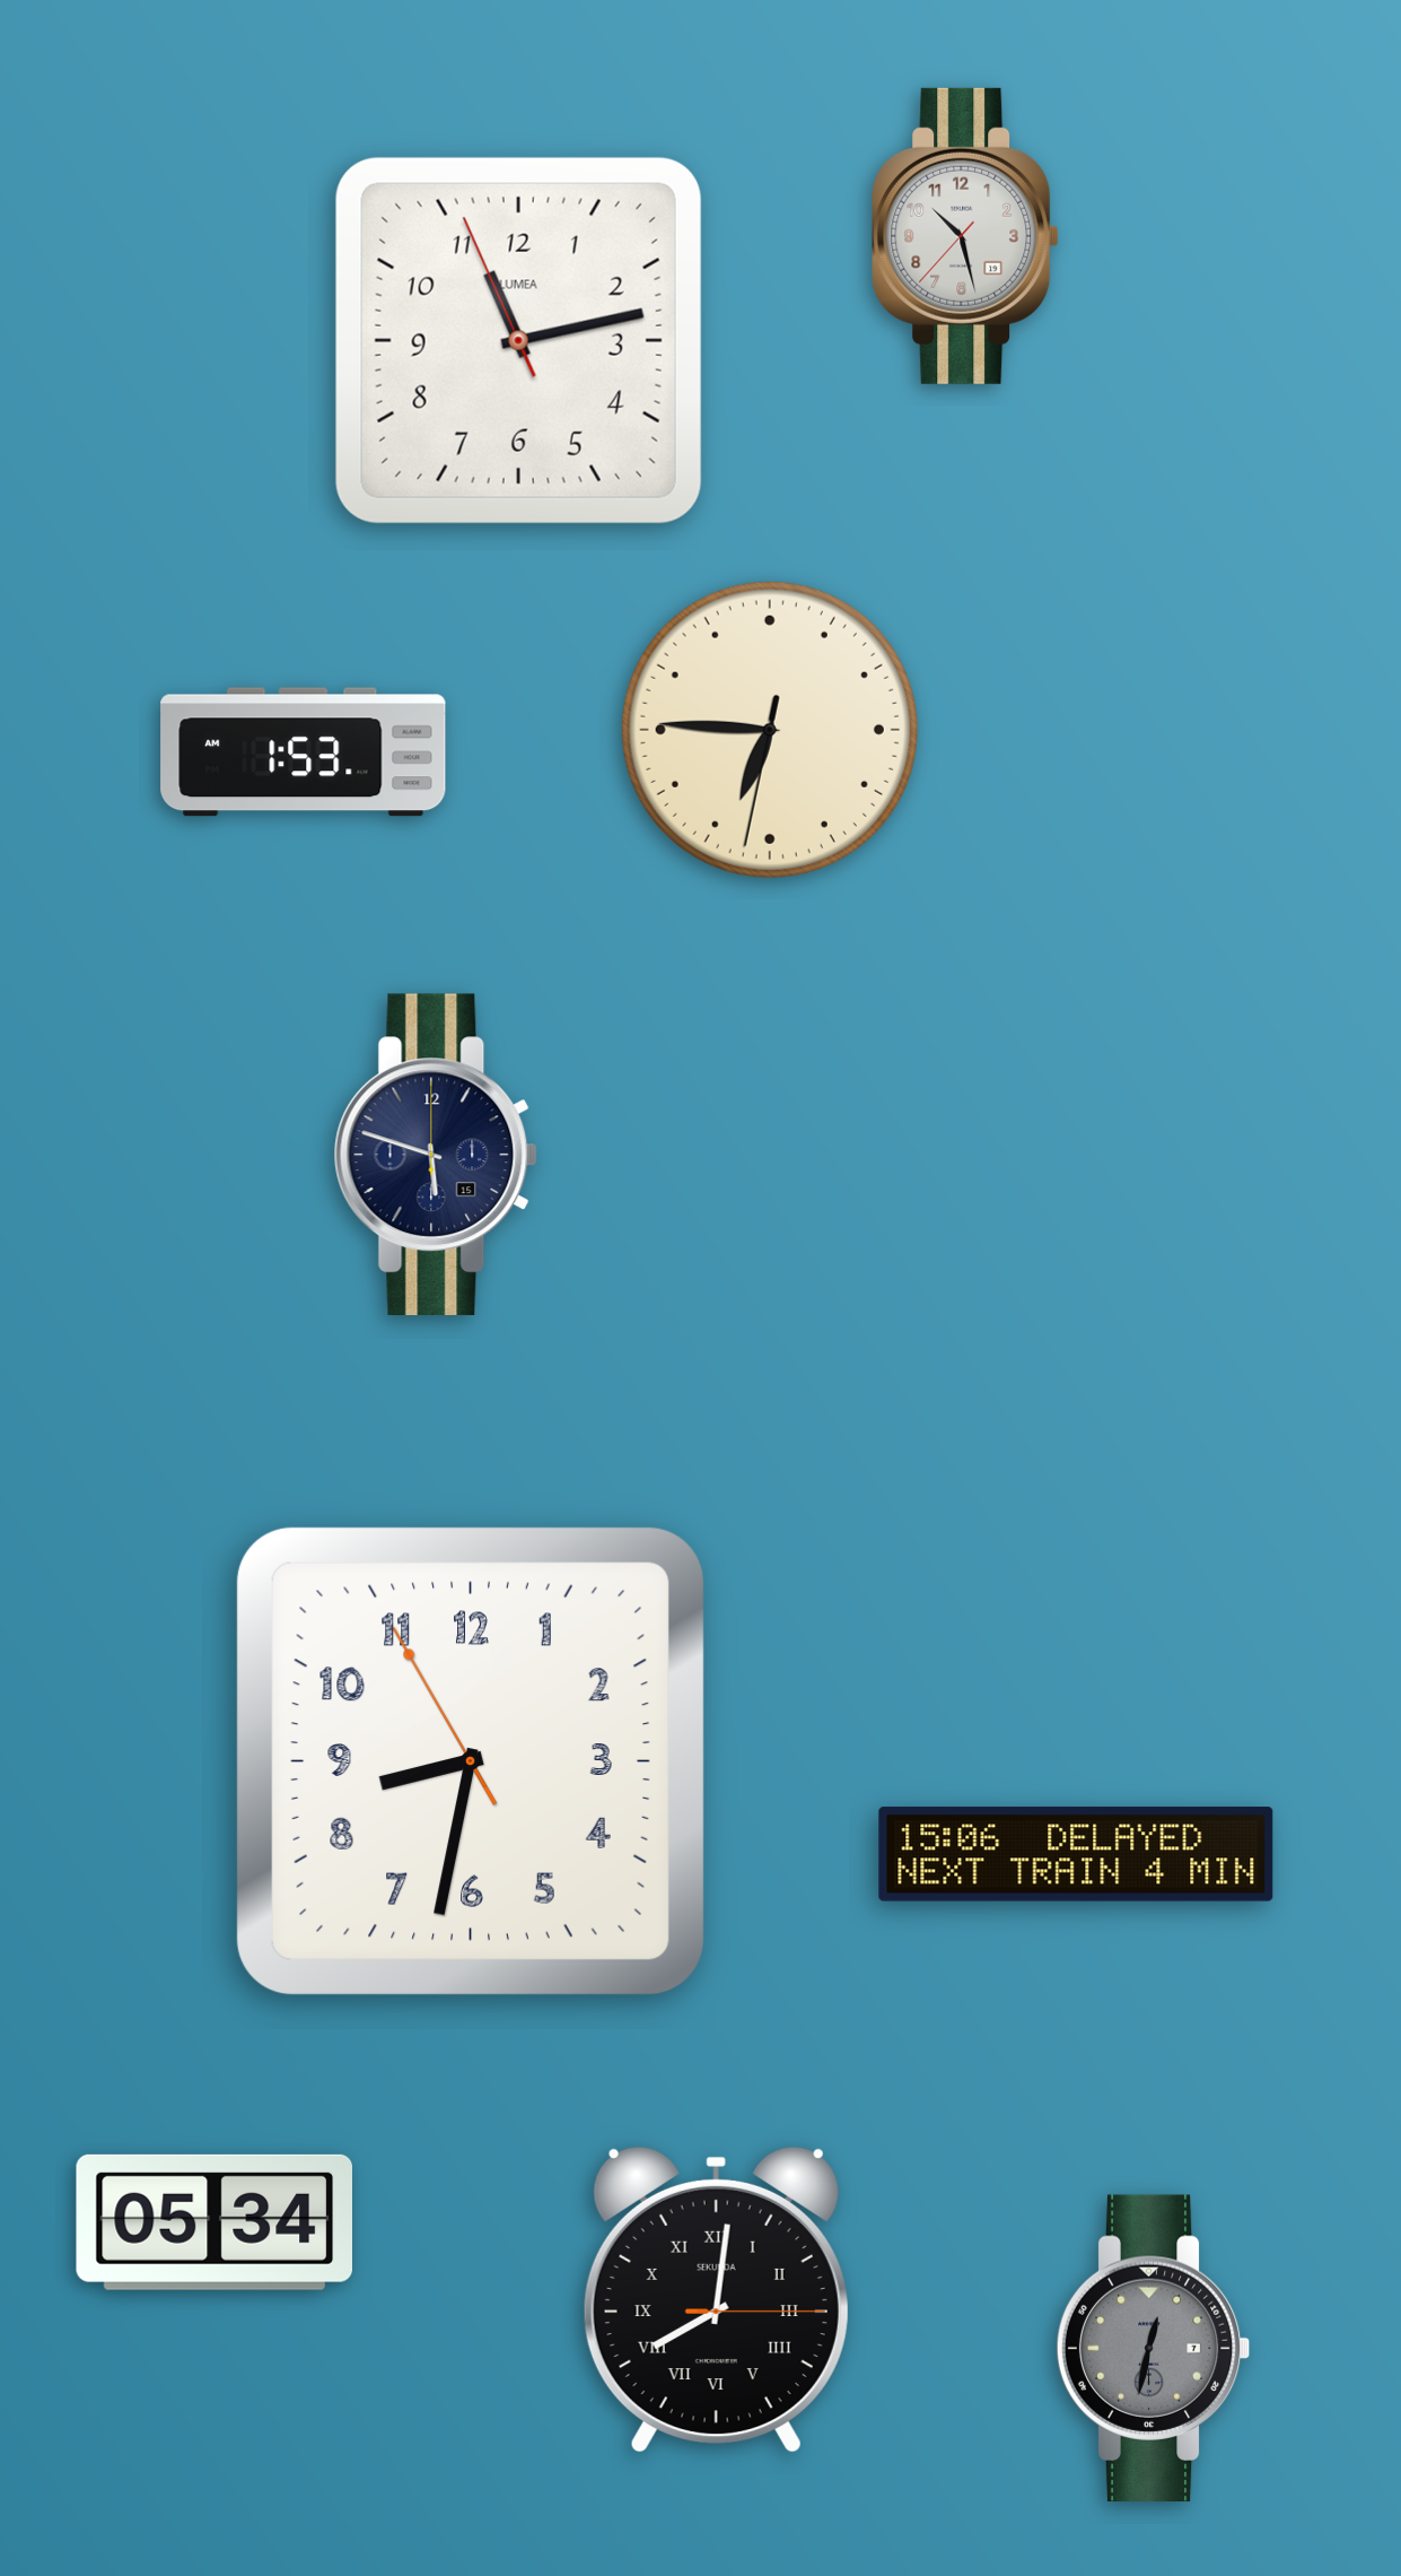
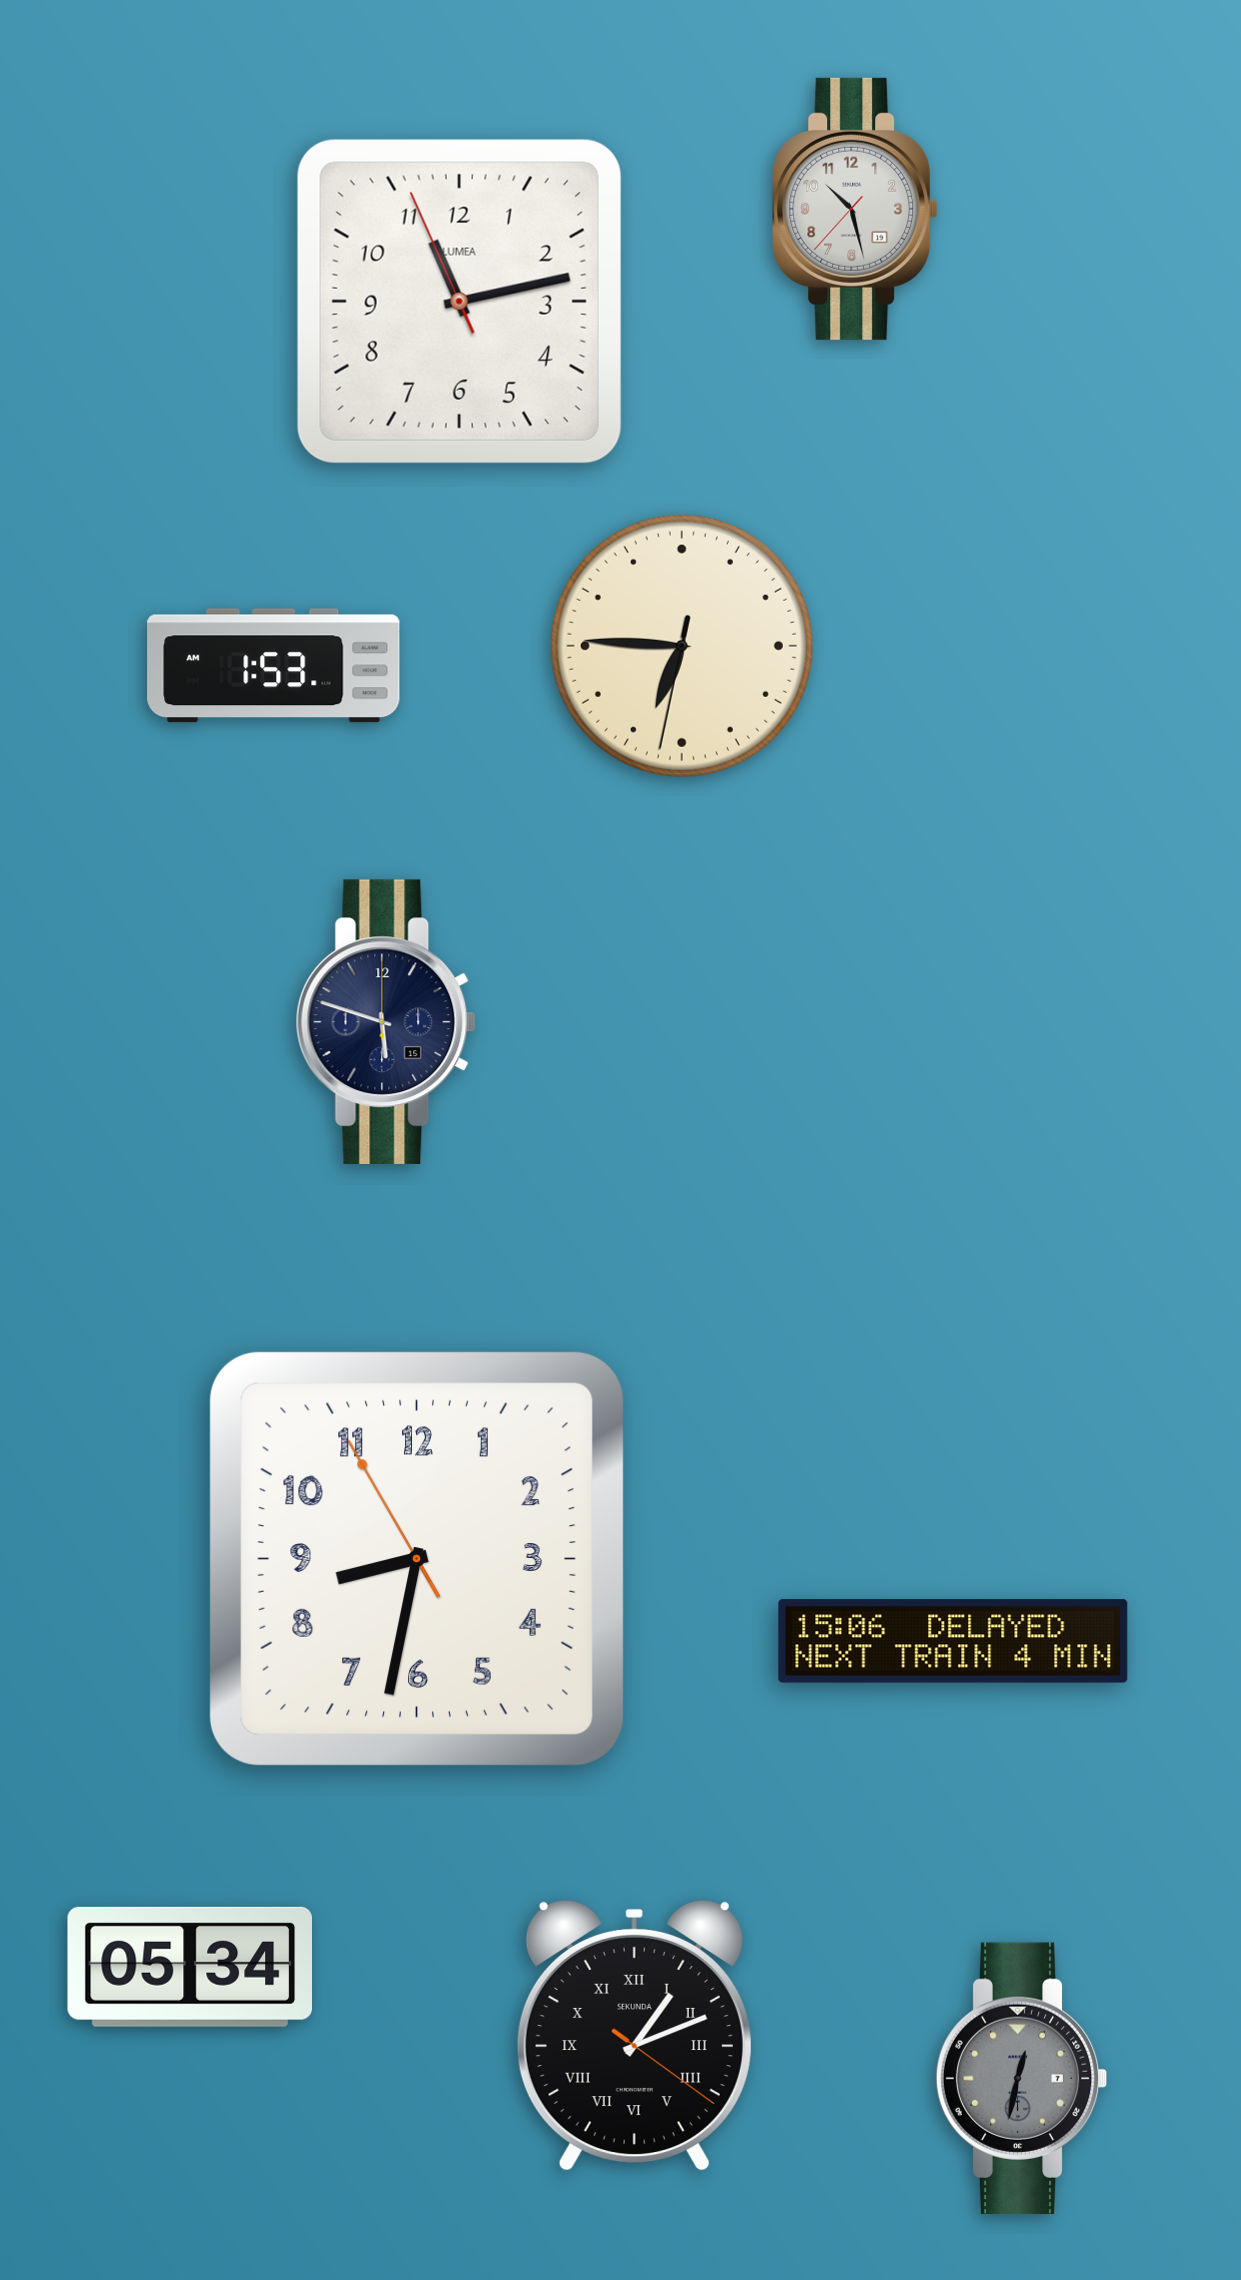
clock at (304, 752) position: (304, 752) -> (274, 666)
clock at (716, 2299): 8:01 -> 1:11
